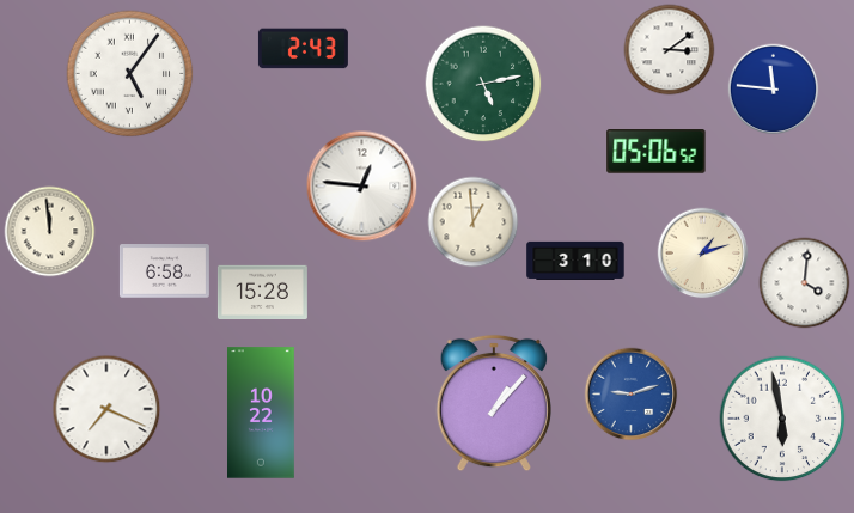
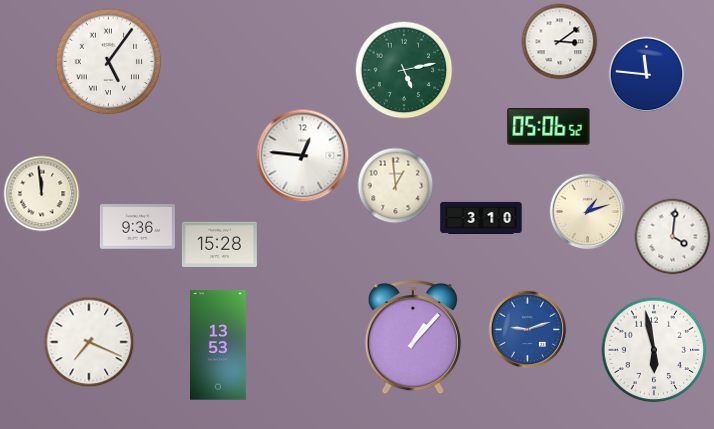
clock at (303, 49): 2:43 -> none
clock at (164, 271): 6:58 -> 9:36
clock at (262, 413): 10:22 -> 13:53
